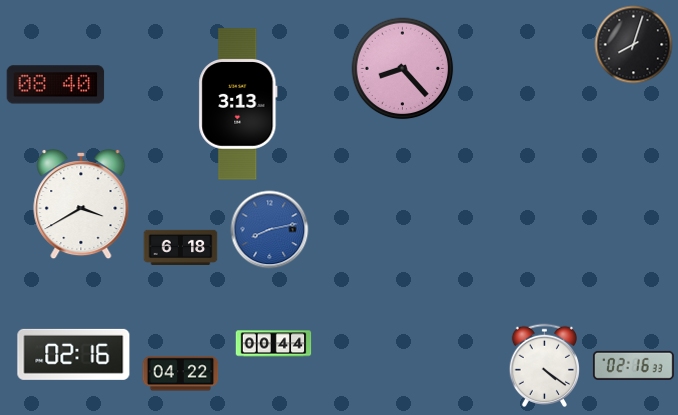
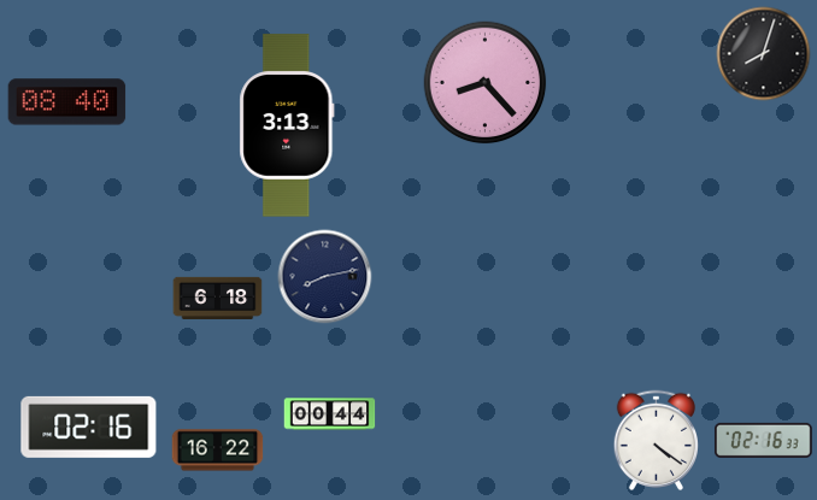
clock at (81, 204): 3:40 -> none
clock at (270, 230) dial: blue -> navy
clock at (181, 374): 04:22 -> 16:22
